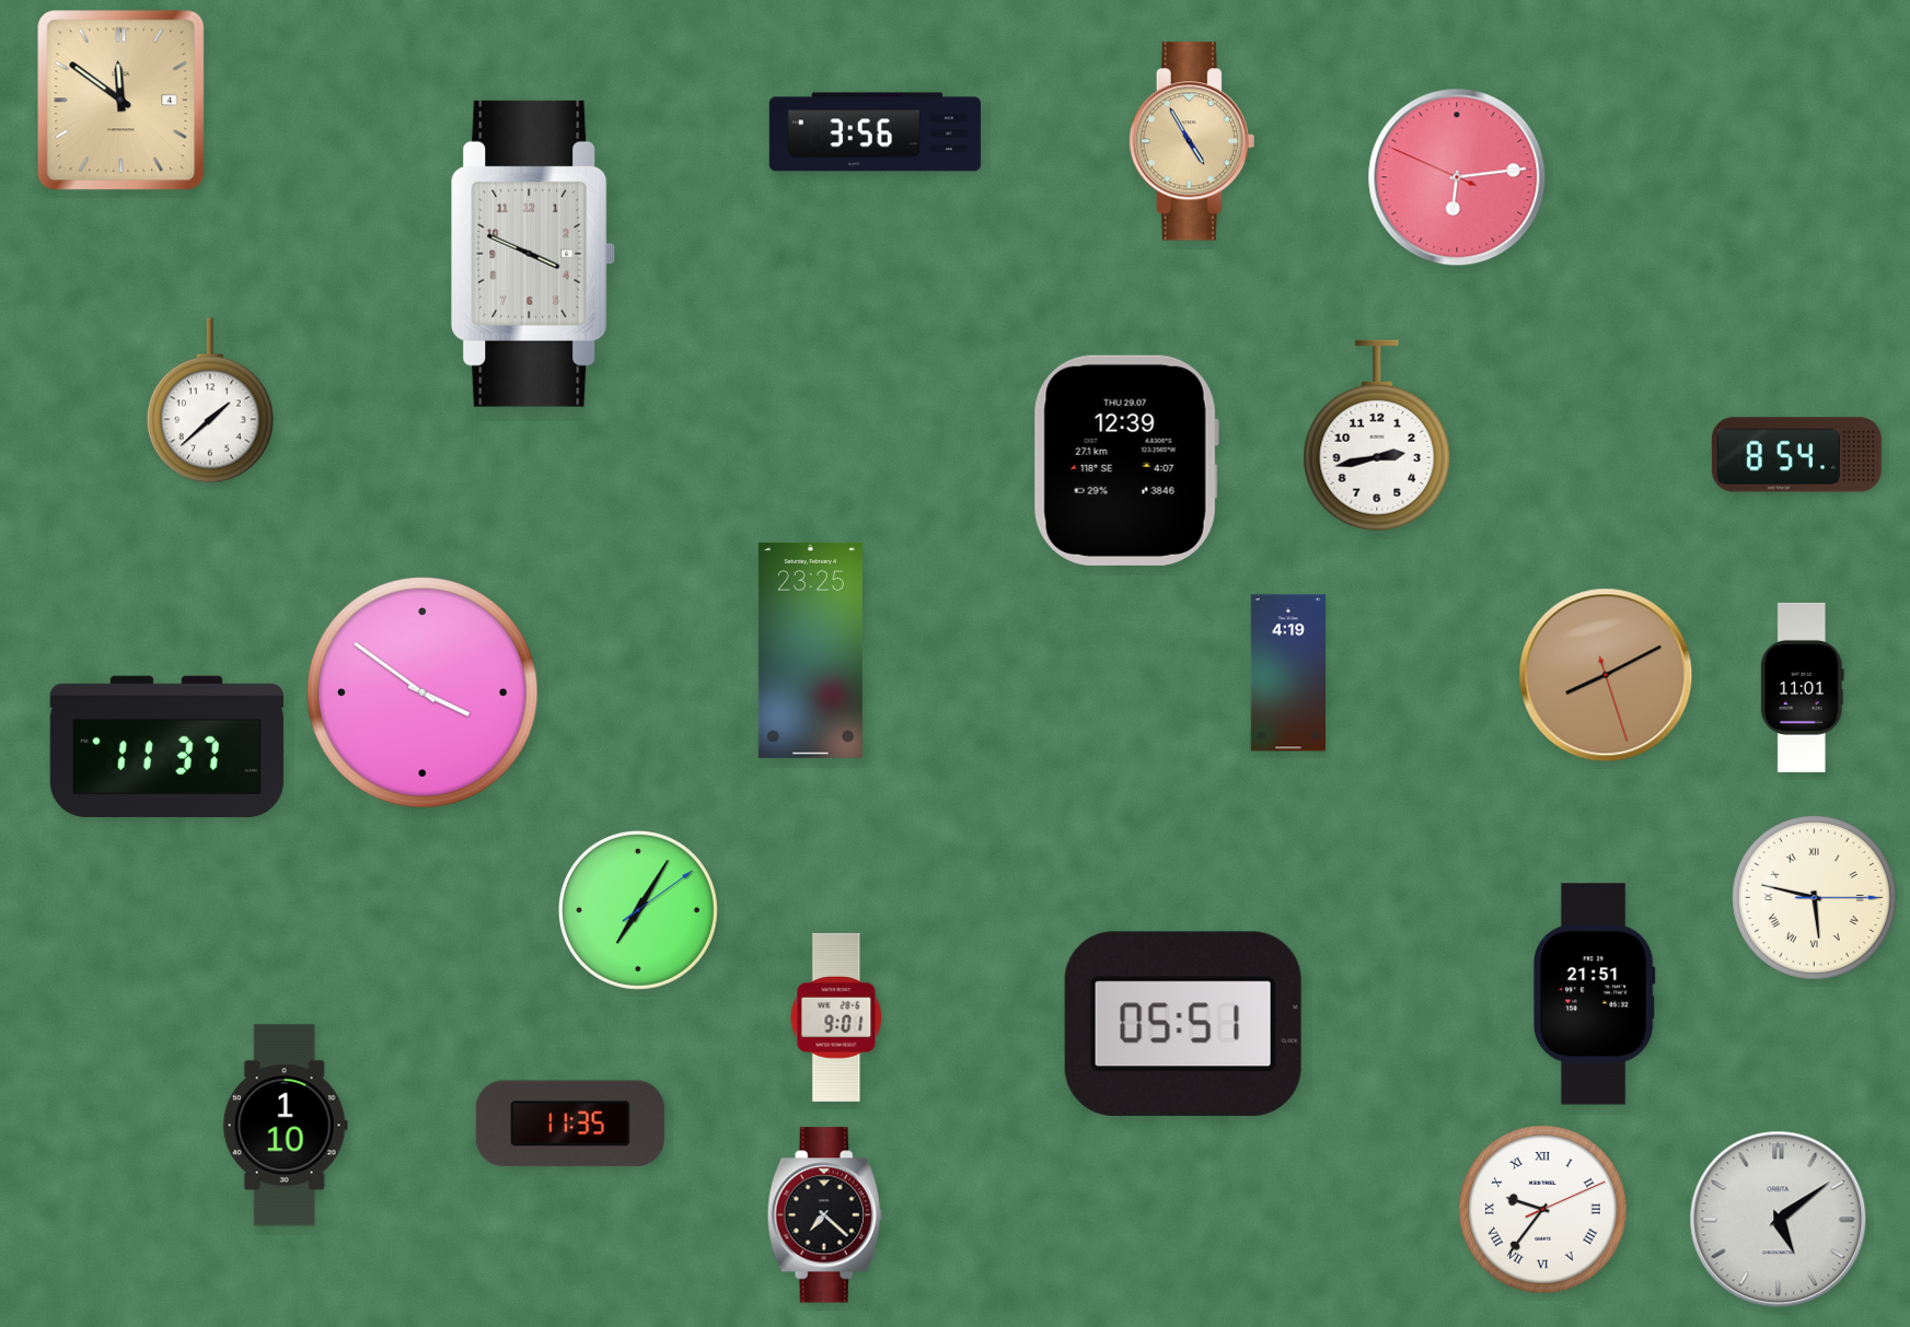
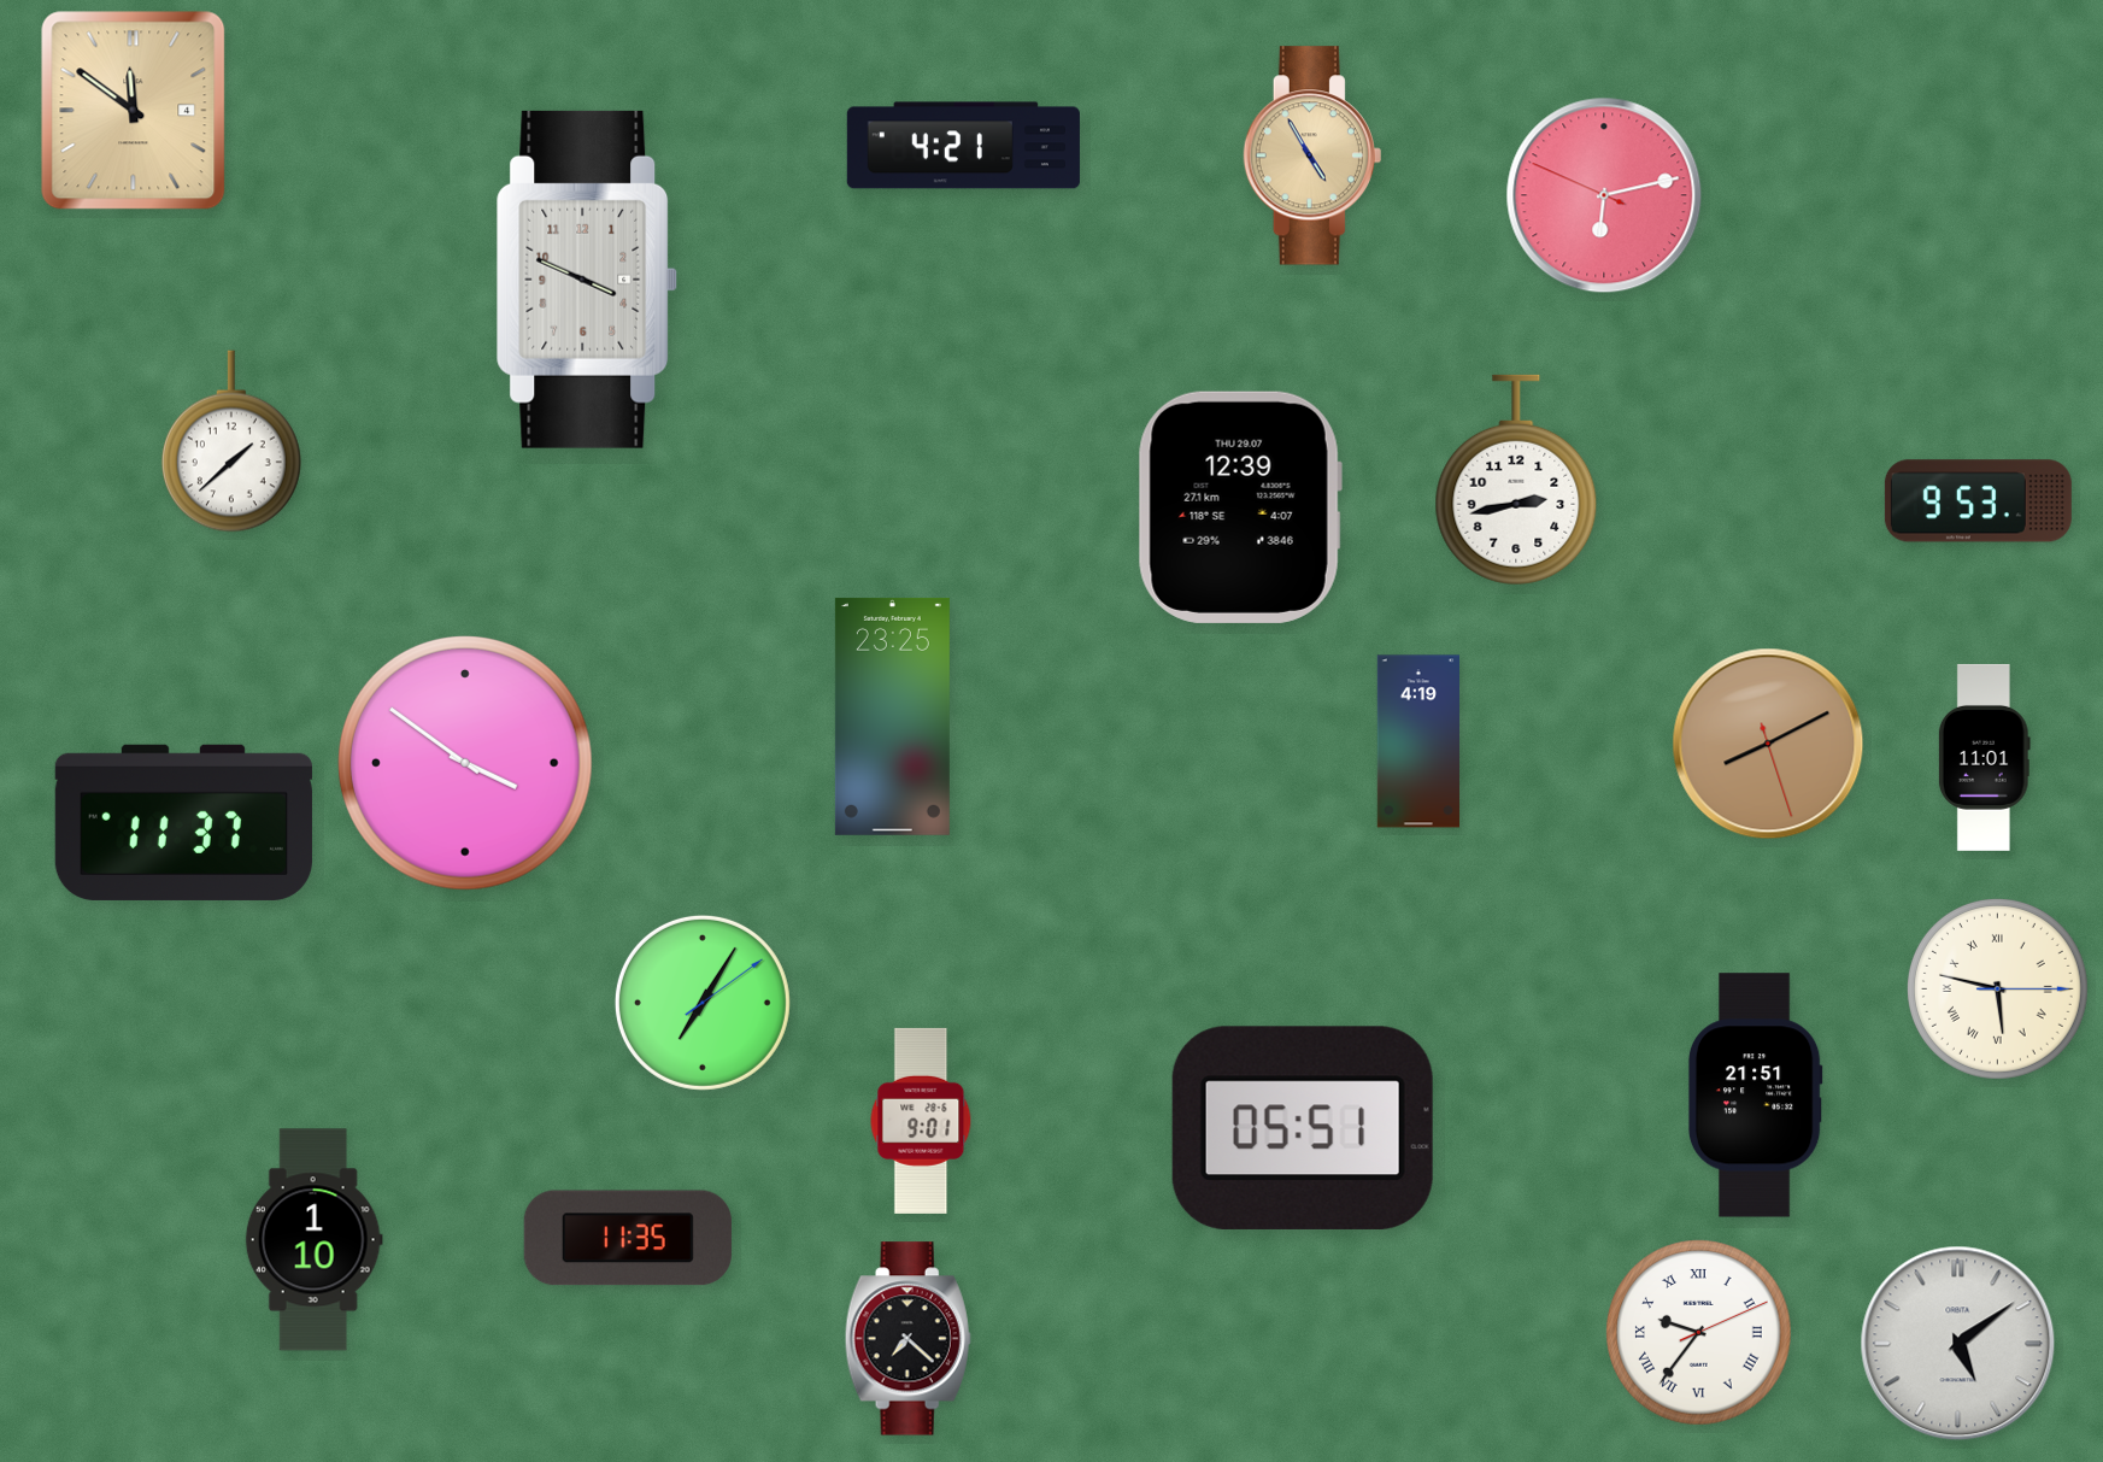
clock at (875, 132): 3:56 -> 4:21
clock at (1457, 177): 6:13 -> 6:12
clock at (1796, 455): 8:54 -> 9:53
